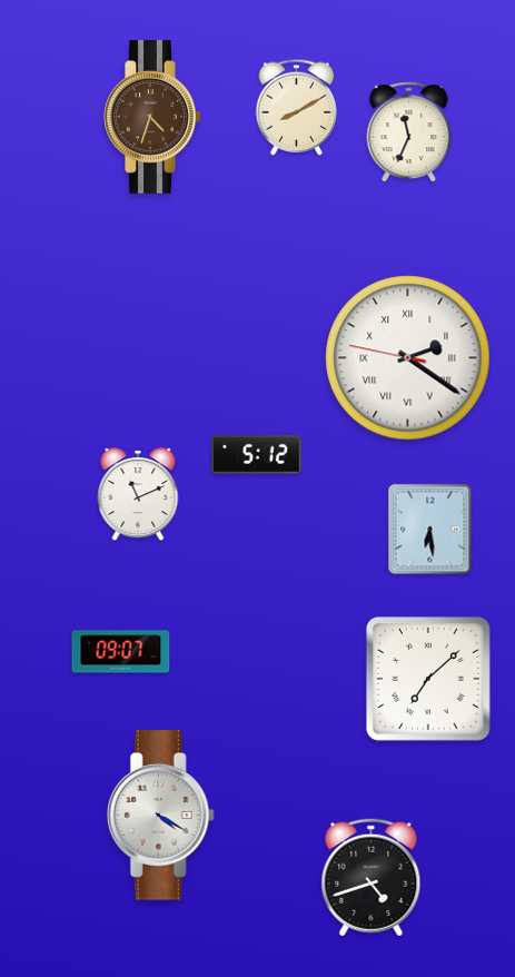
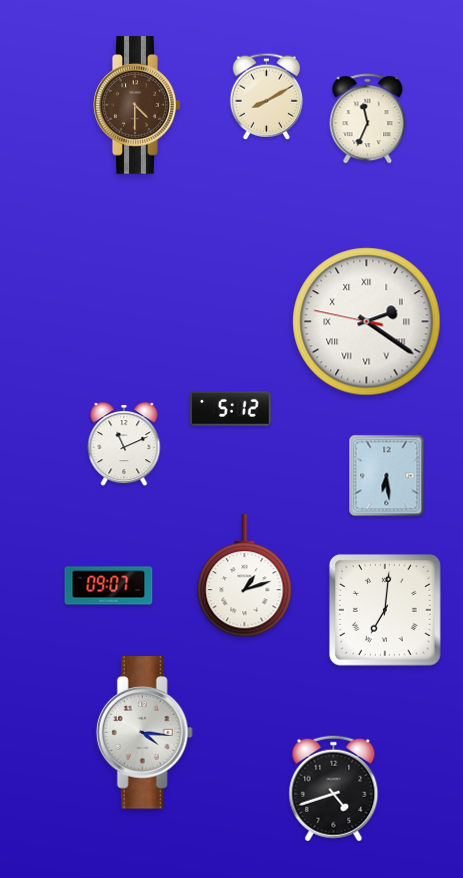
clock at (152, 117): 4:33 -> 4:30
clock at (245, 577): none -> 1:12
clock at (428, 679): 7:08 -> 7:01
clock at (160, 816): 4:20 -> 4:16
